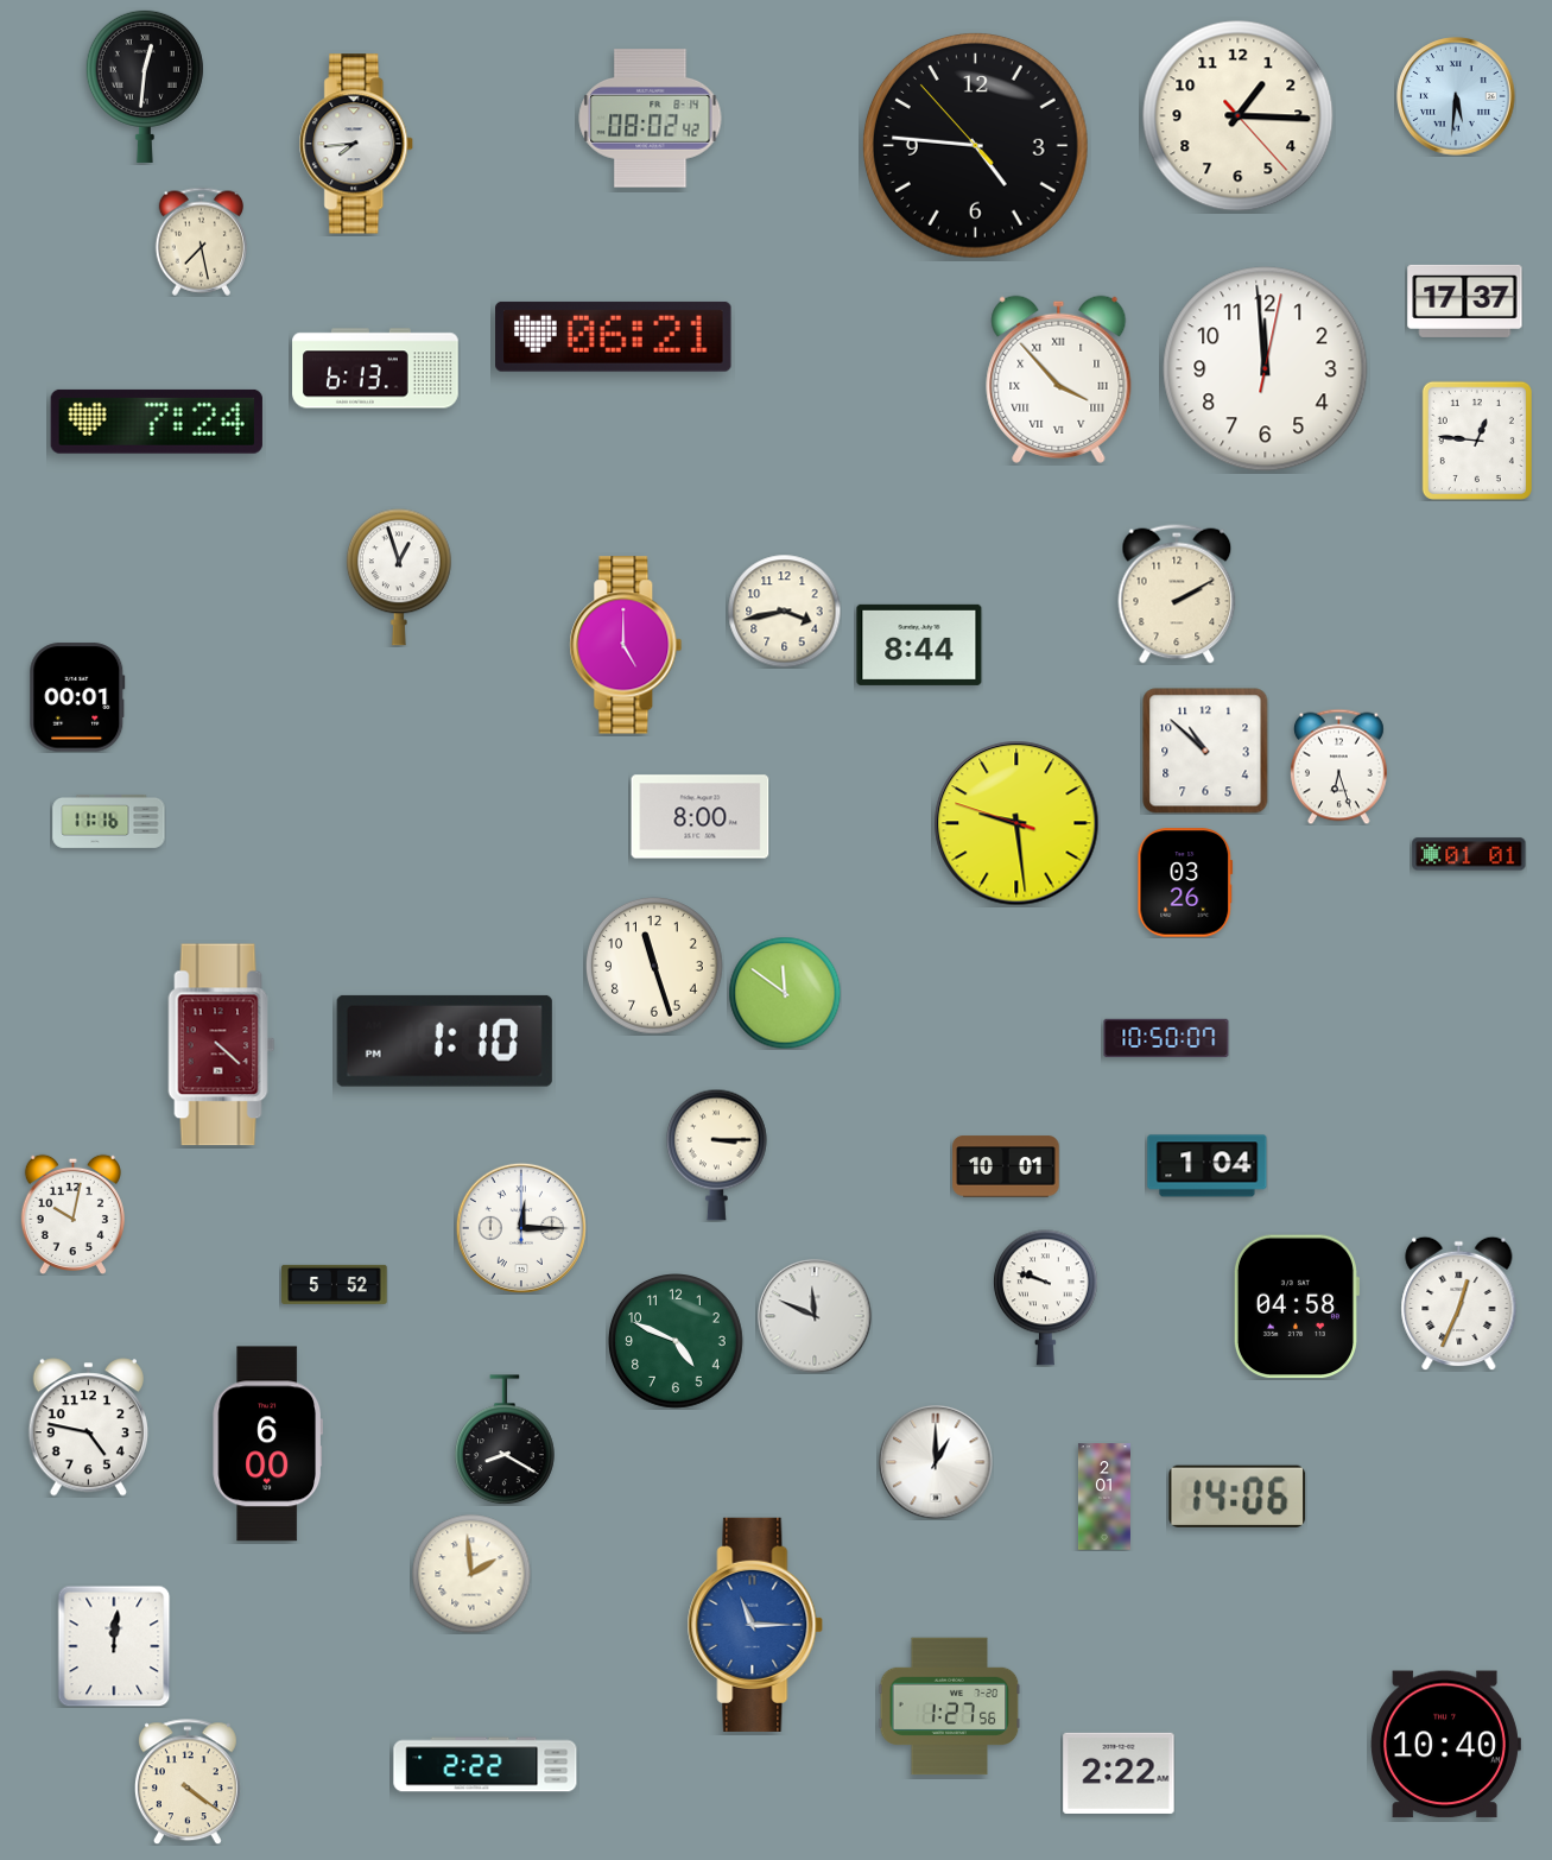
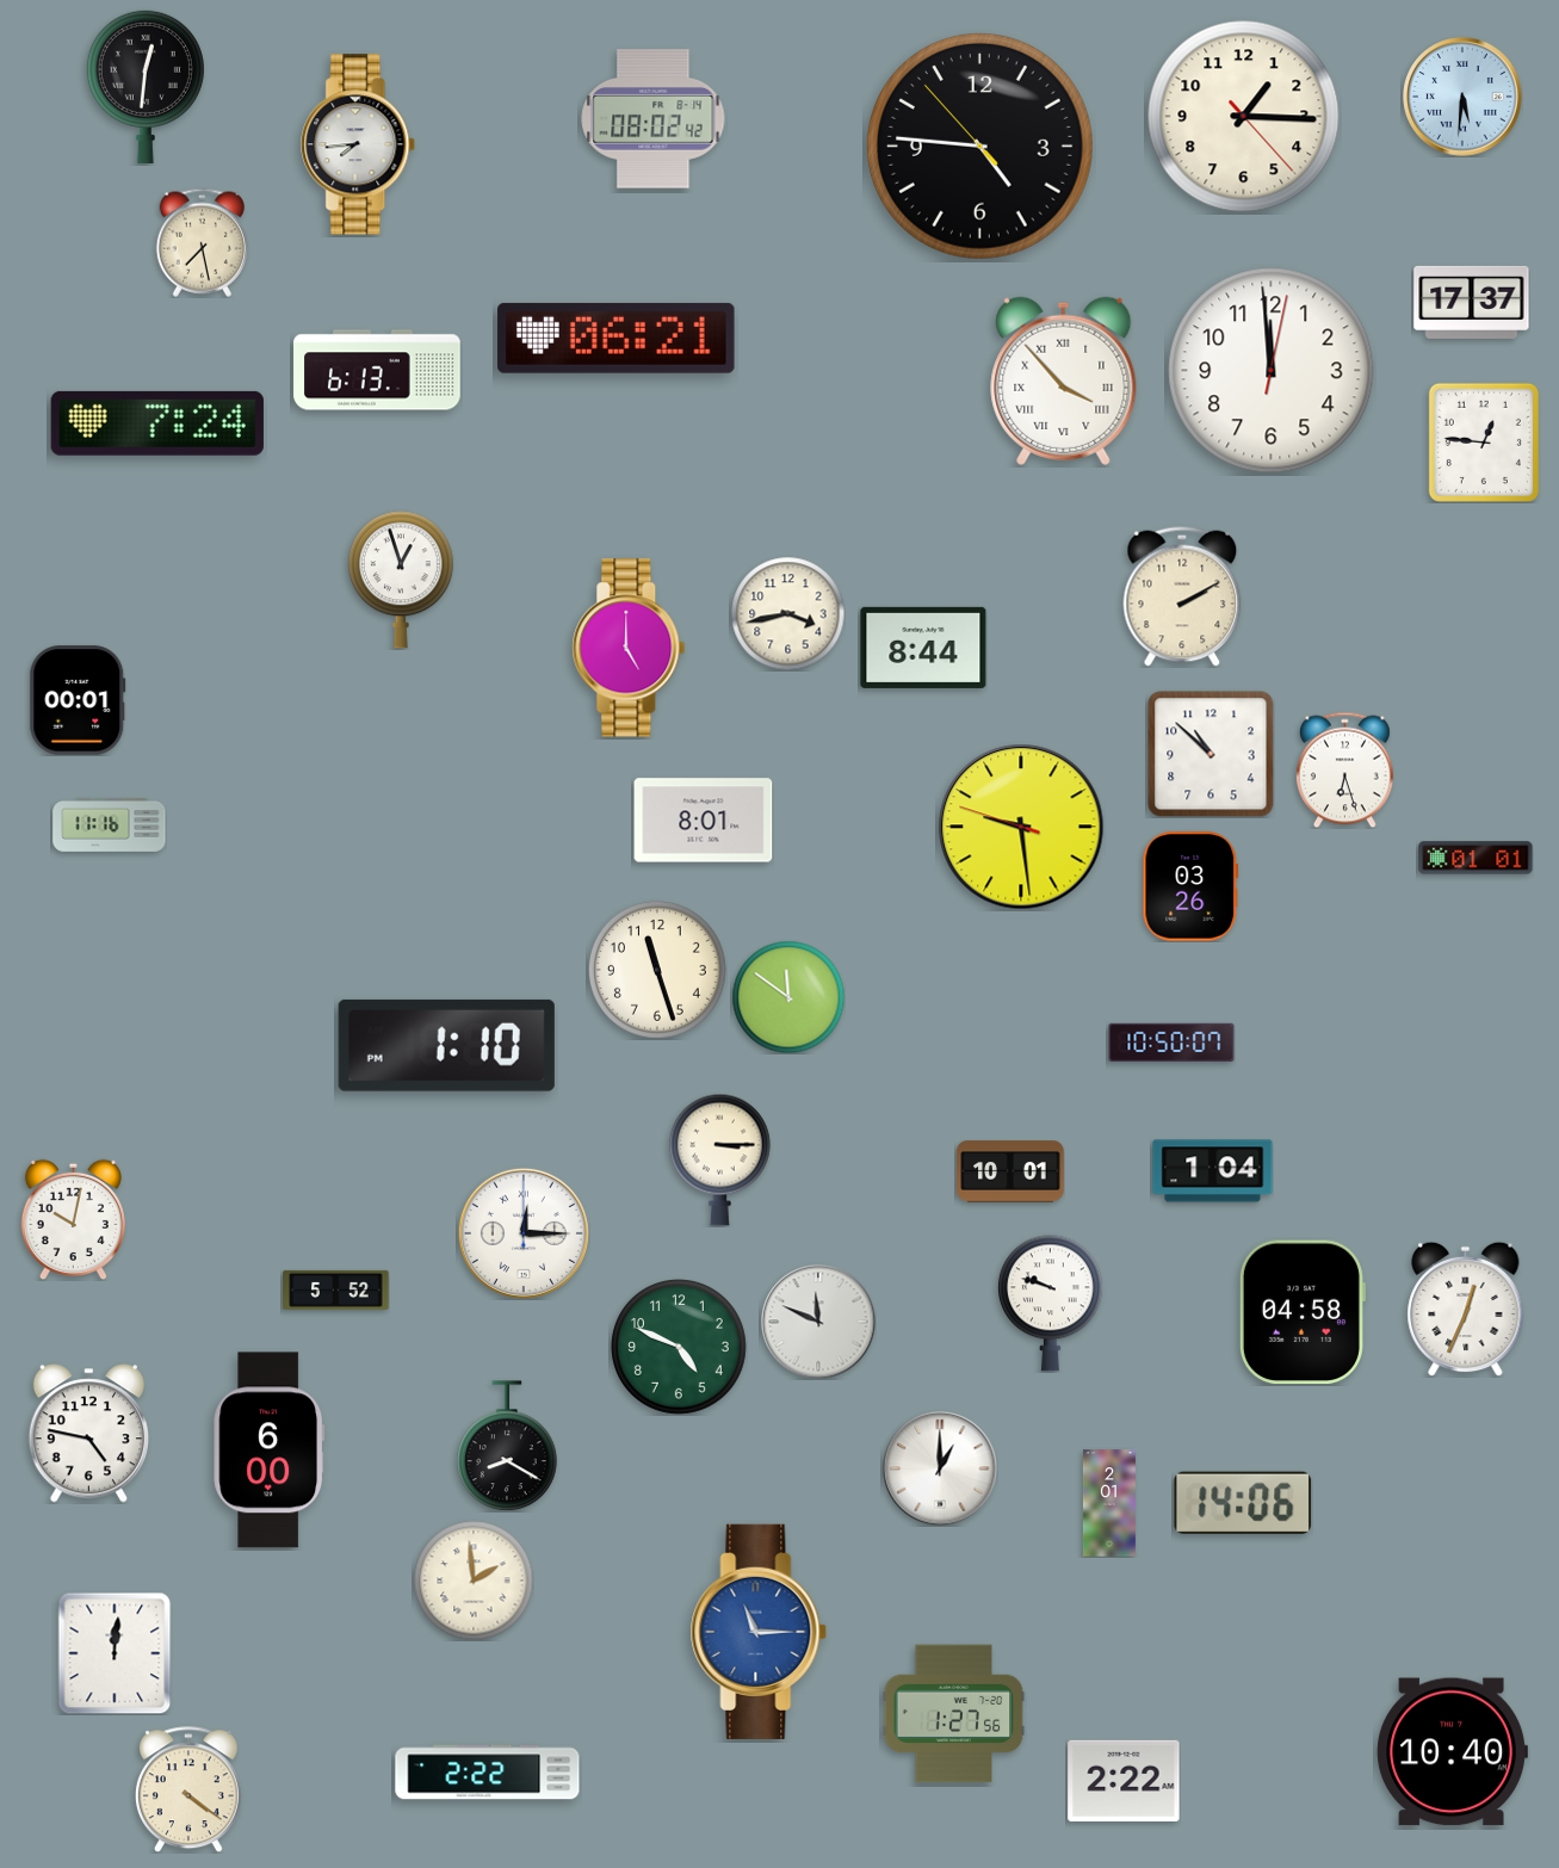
clock at (701, 817): 8:00 -> 8:01
clock at (222, 1045): 4:22 -> none
